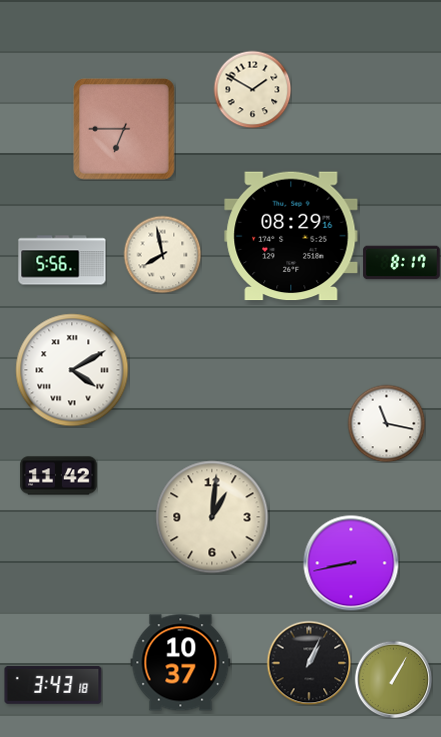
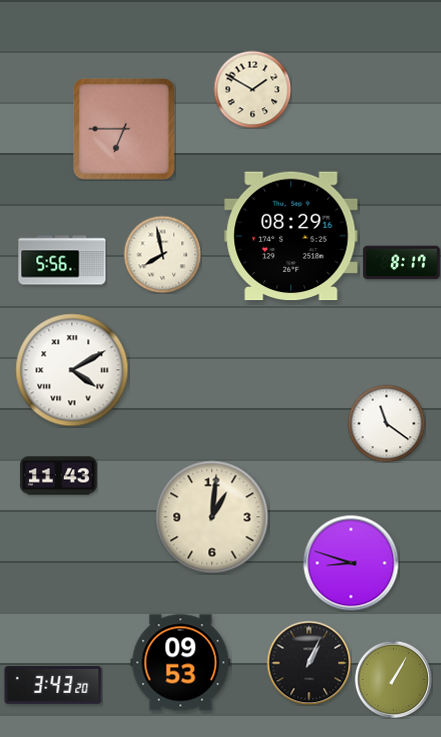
clock at (386, 423): 11:17 -> 11:21
clock at (59, 476): 11:42 -> 11:43
clock at (351, 563): 8:43 -> 8:48
clock at (181, 663): 10:37 -> 09:53
clock at (53, 685): 3:43:18 -> 3:43:20
